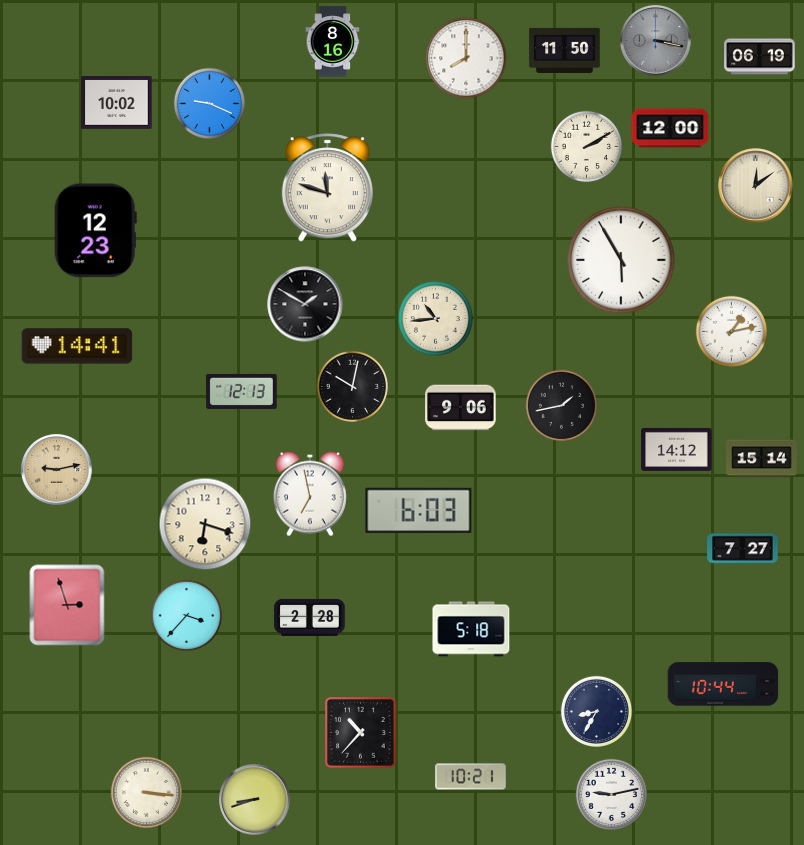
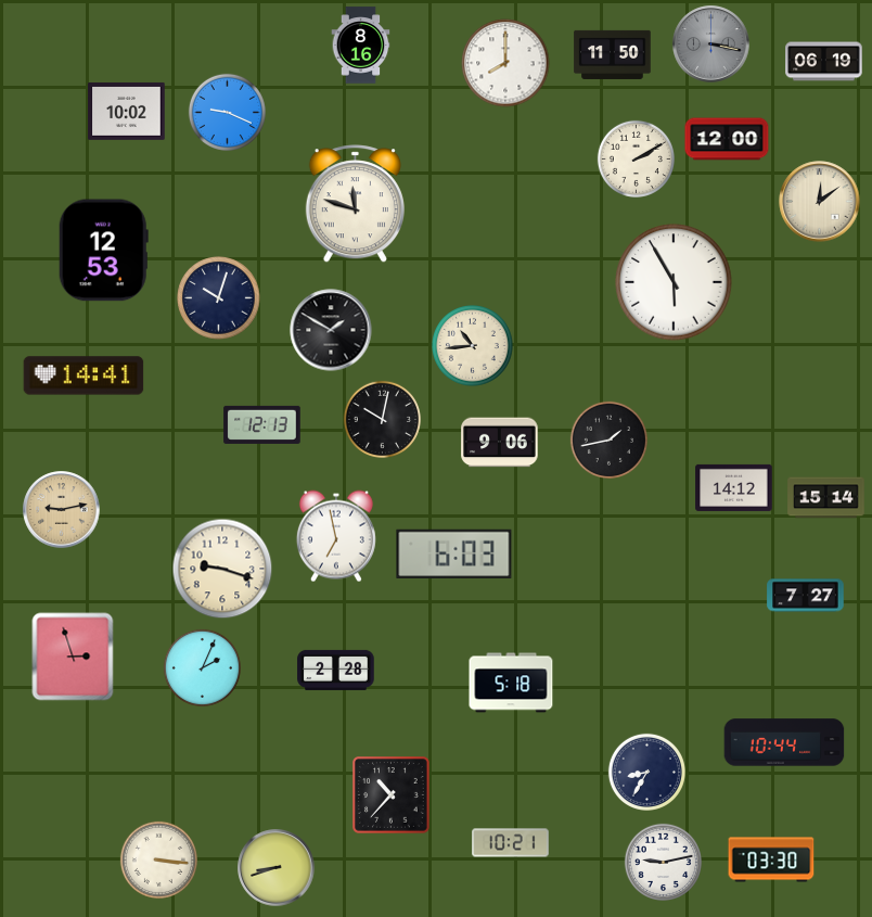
clock at (95, 231): 12:23 -> 12:53
clock at (219, 298): none -> 10:03
clock at (731, 331): 1:13 -> none
clock at (205, 524): 6:18 -> 9:18
clock at (186, 615): 3:37 -> 2:04
clock at (771, 859): none -> 03:30
